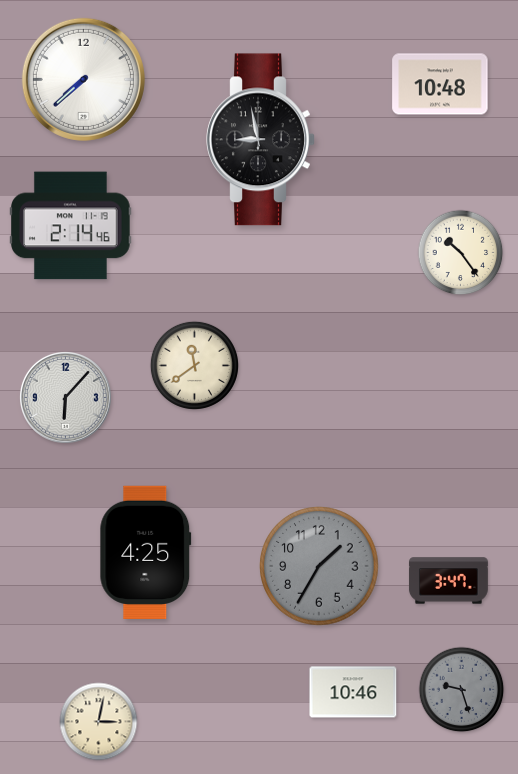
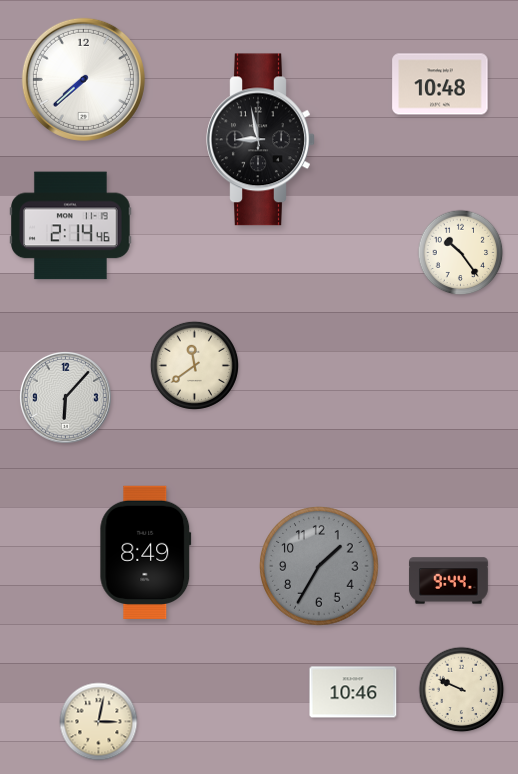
clock at (146, 552): 4:25 -> 8:49
clock at (448, 581): 3:47 -> 9:44
clock at (462, 690): 9:27 -> 9:49
clock at (462, 690) dial: grey -> cream
